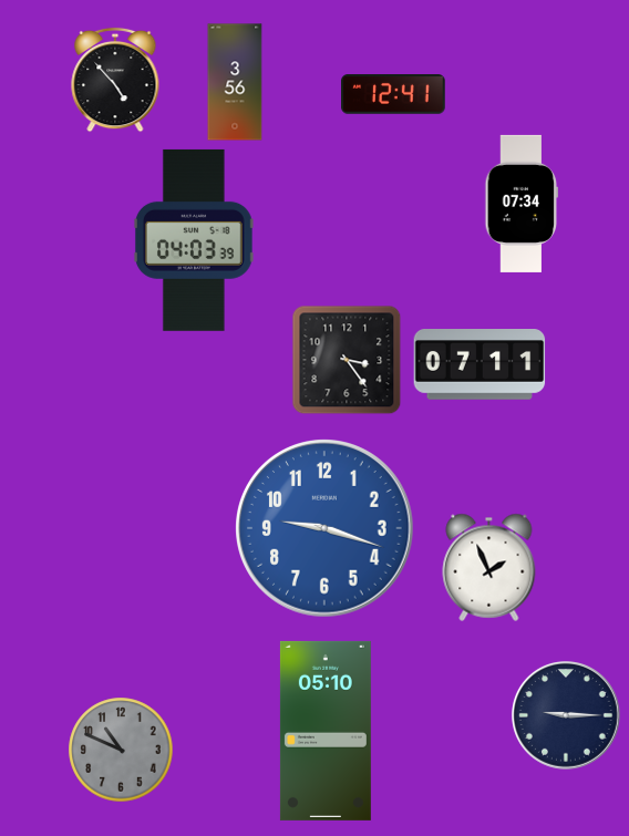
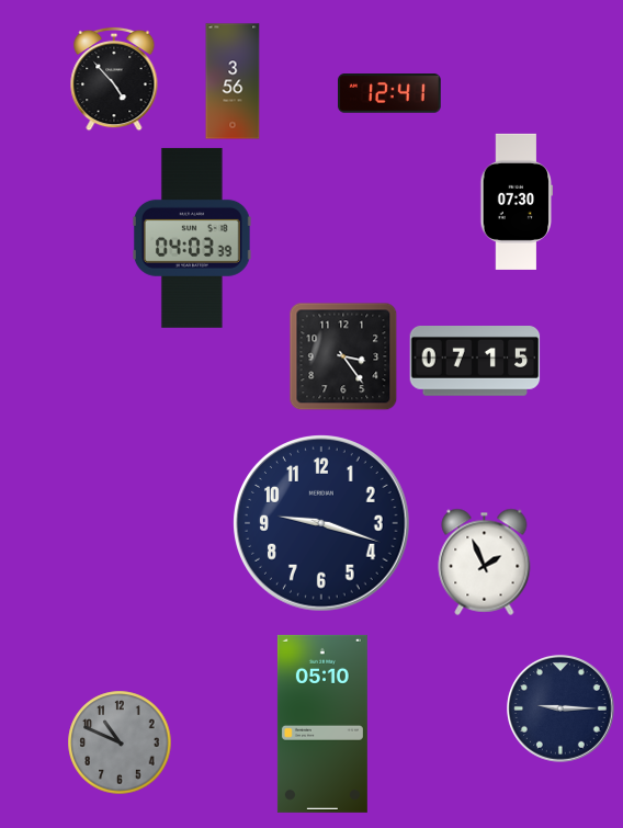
clock at (522, 204): 07:34 -> 07:30
clock at (480, 365): 07:11 -> 07:15
clock at (326, 529) dial: blue -> navy
